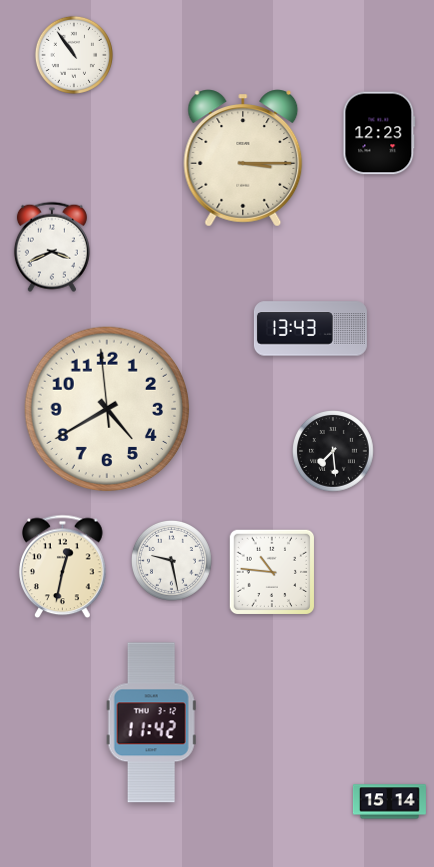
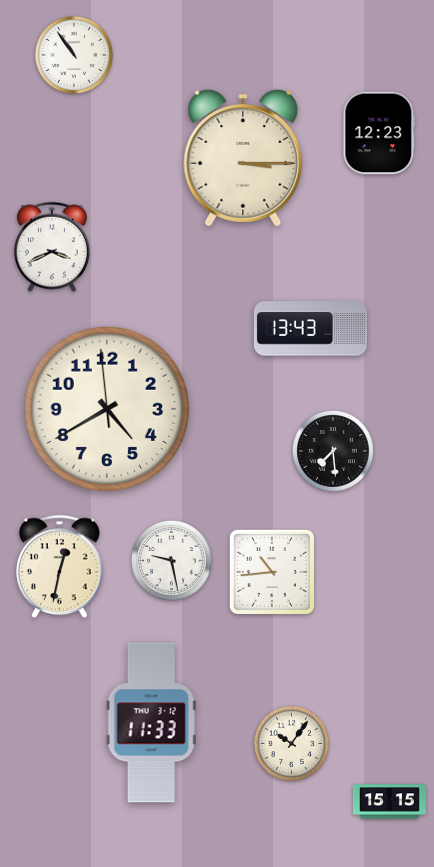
clock at (63, 567) position: (63, 567) -> (60, 567)
clock at (272, 572): 10:46 -> 10:44
clock at (151, 723): 11:42 -> 11:33
clock at (292, 744): none -> 10:06
clock at (389, 802): 15:14 -> 15:15
